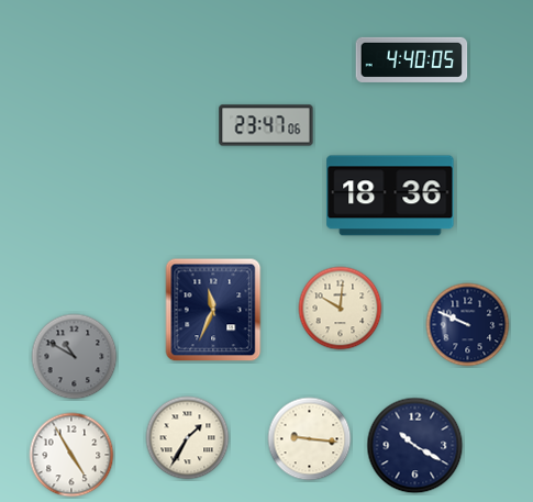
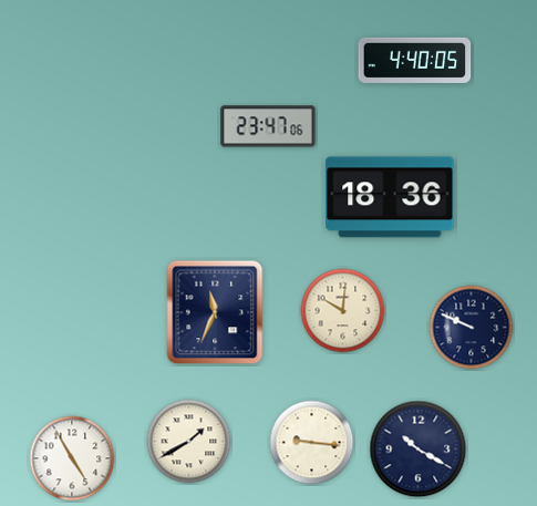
clock at (390, 196) position: (390, 196) -> (390, 197)
clock at (75, 357): 10:50 -> none
clock at (188, 438): 1:35 -> 1:40
